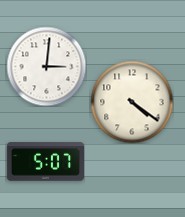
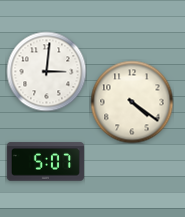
clock at (46, 66) position: (46, 66) -> (46, 71)
